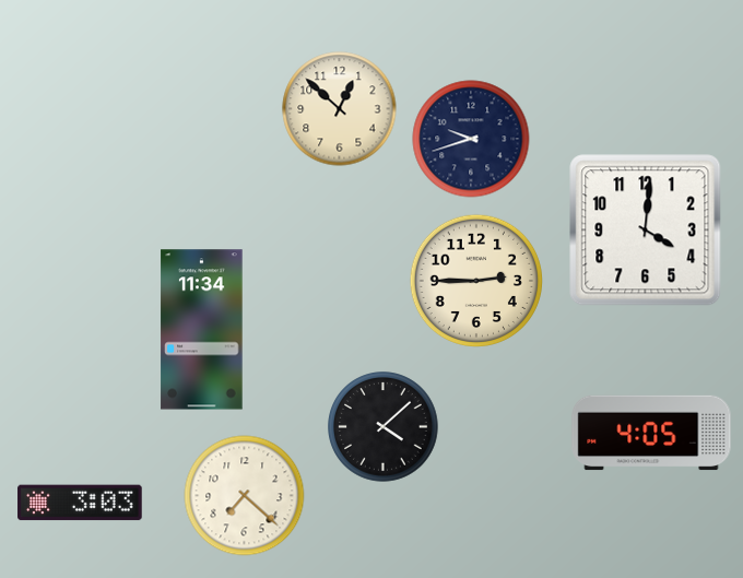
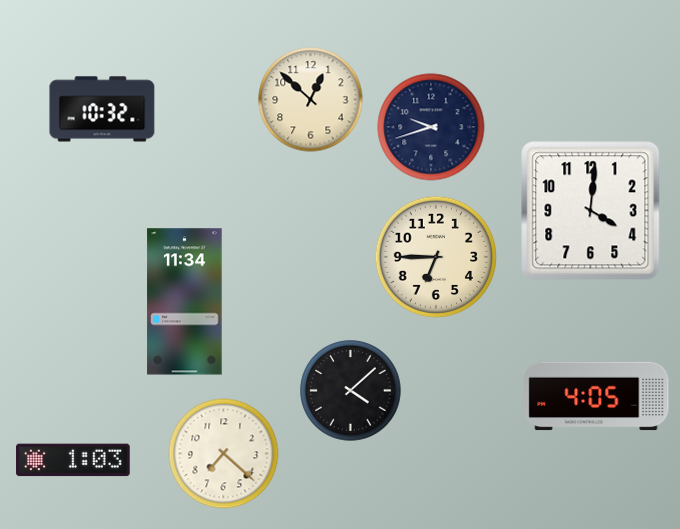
clock at (102, 109): none -> 10:32
clock at (475, 280): 2:45 -> 6:45
clock at (80, 503): 3:03 -> 1:03
